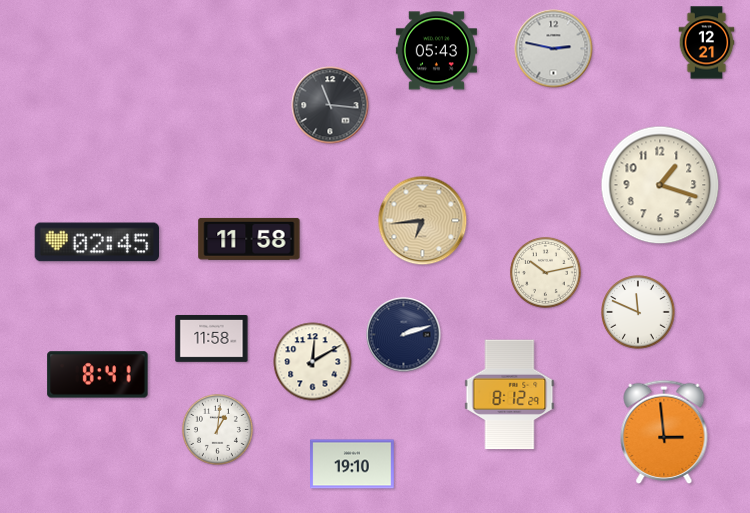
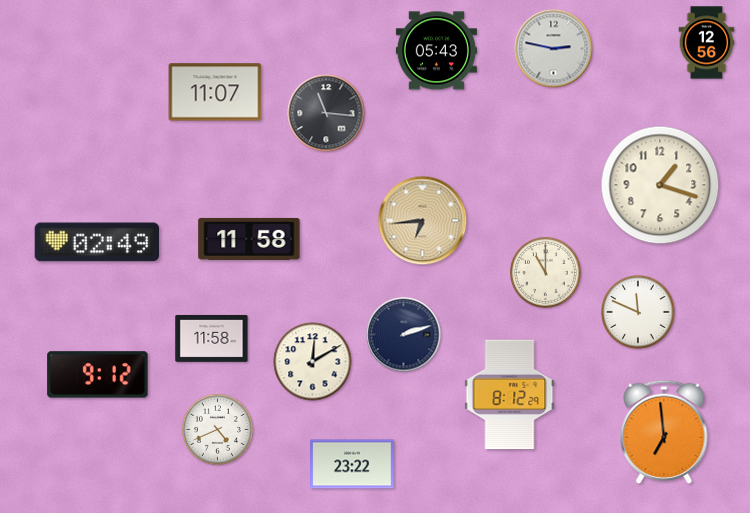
clock at (707, 43): 12:21 -> 12:56
clock at (215, 92): none -> 11:07
clock at (330, 105) position: (330, 105) -> (326, 113)
clock at (97, 242): 02:45 -> 02:49
clock at (545, 272): 10:13 -> 11:00
clock at (98, 375): 8:41 -> 9:12
clock at (217, 429): 1:01 -> 4:41
clock at (664, 432): 2:59 -> 6:59
clock at (352, 464): 19:10 -> 23:22
